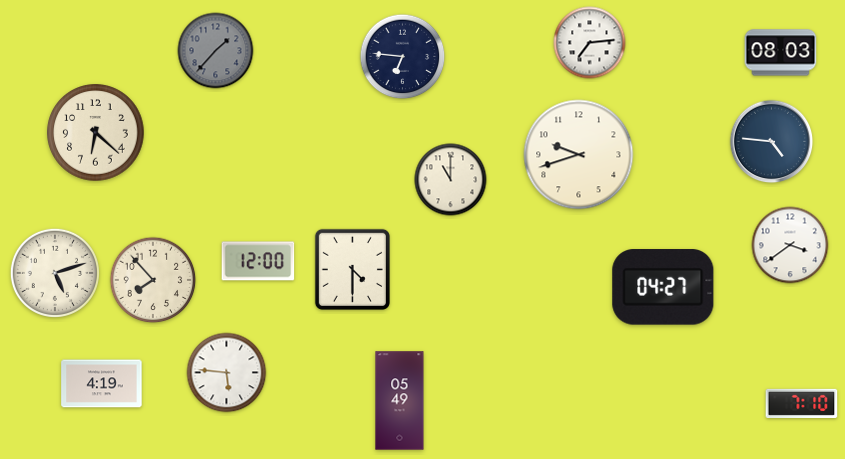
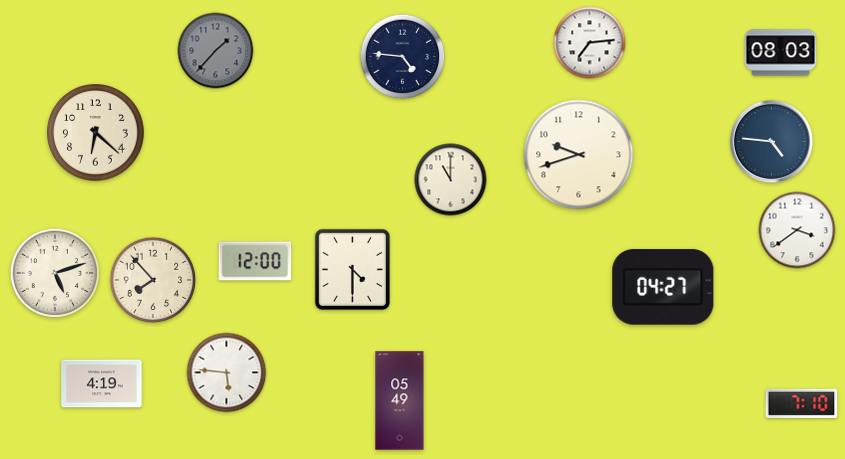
clock at (403, 57): 6:46 -> 4:46
clock at (790, 245) position: (790, 245) -> (797, 230)
clock at (258, 261) position: (258, 261) -> (255, 261)
